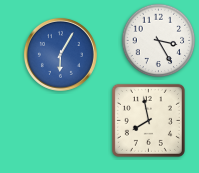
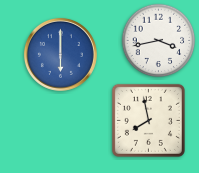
clock at (159, 41): 3:25 -> 3:43
clock at (60, 54): 6:05 -> 6:00
